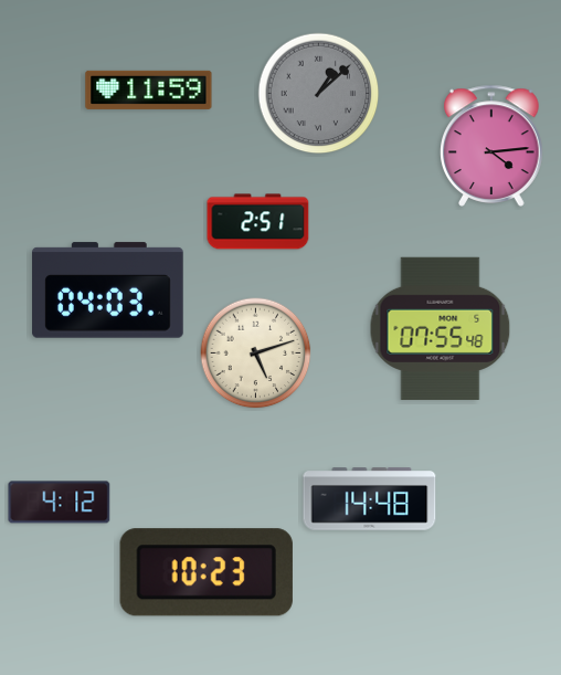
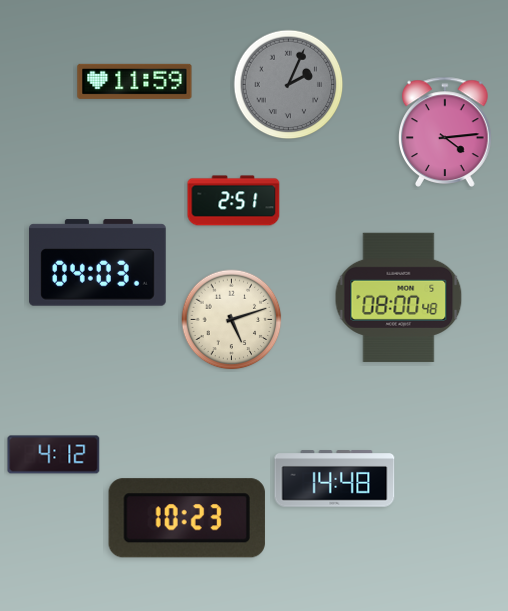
clock at (319, 94): 1:08 -> 2:04
clock at (441, 328): 07:55 -> 08:00
clock at (370, 499) position: (370, 499) -> (335, 479)
